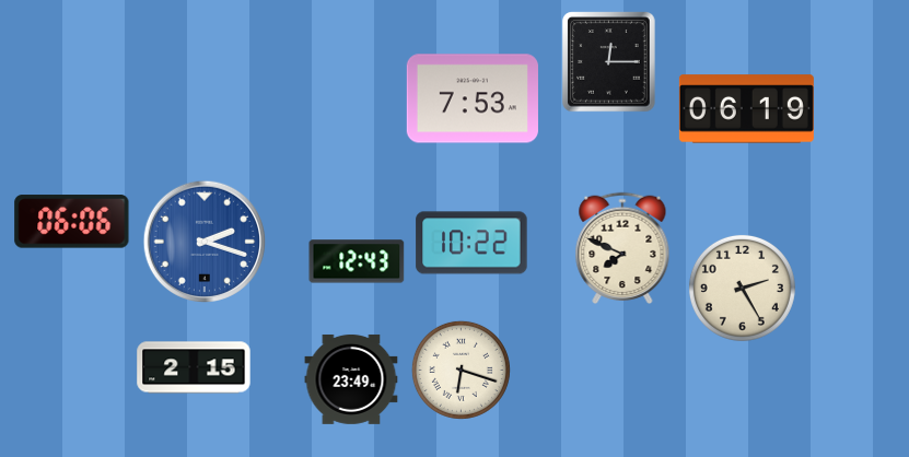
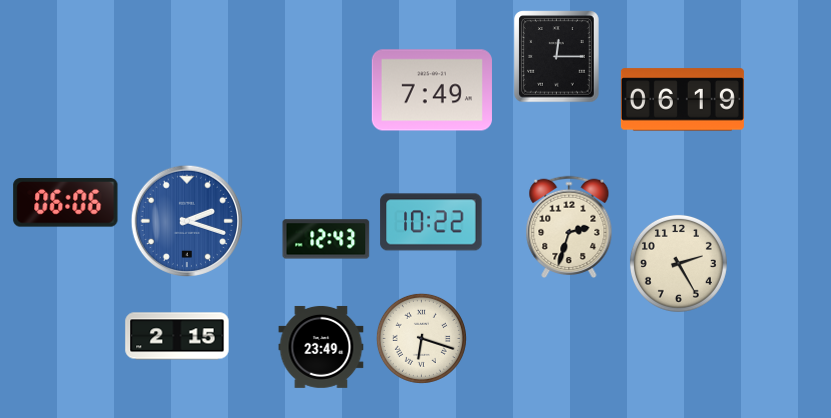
clock at (473, 98): 7:53 -> 7:49
clock at (622, 247): 7:49 -> 2:33
